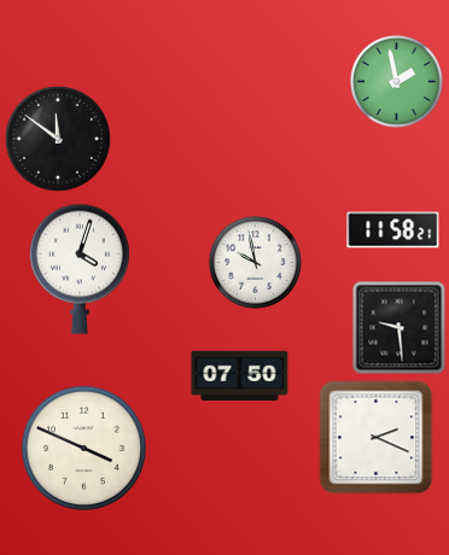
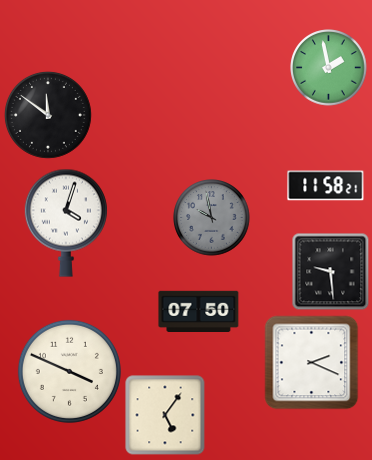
clock at (393, 230) position: (393, 230) -> (326, 186)
clock at (256, 263) dial: white -> grey
clock at (165, 415): none -> 5:06
